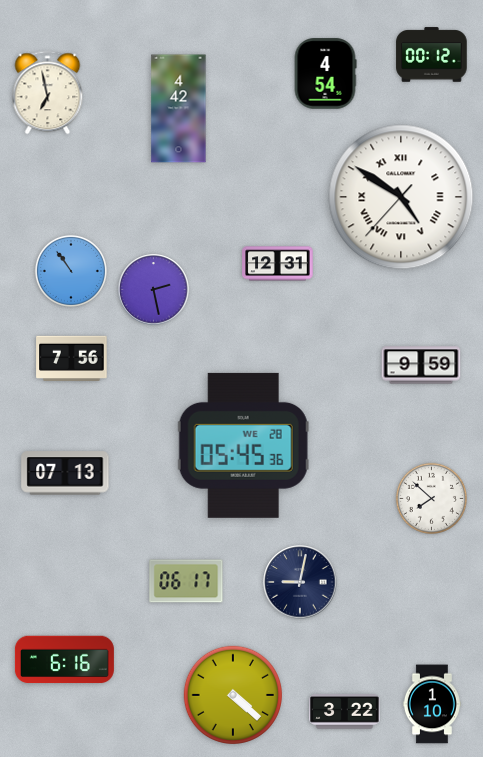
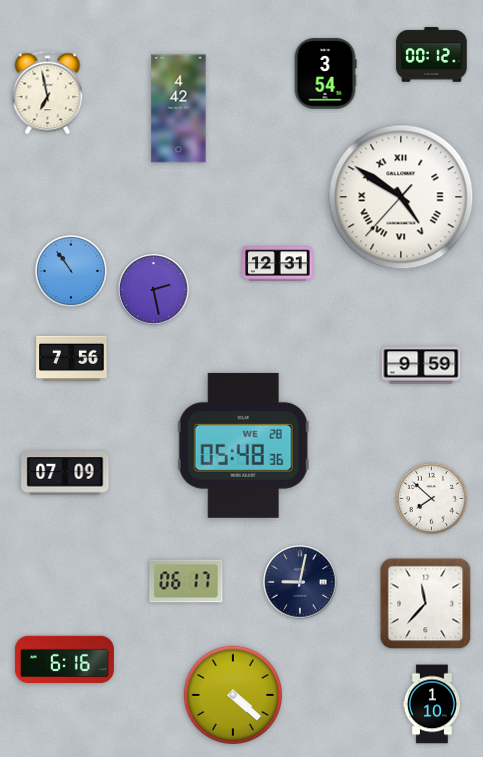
clock at (325, 74): 4:54 -> 3:54
clock at (243, 445): 05:45 -> 05:48
clock at (65, 473): 07:13 -> 07:09
clock at (426, 604): none -> 11:37
clock at (345, 712): 3:22 -> none
